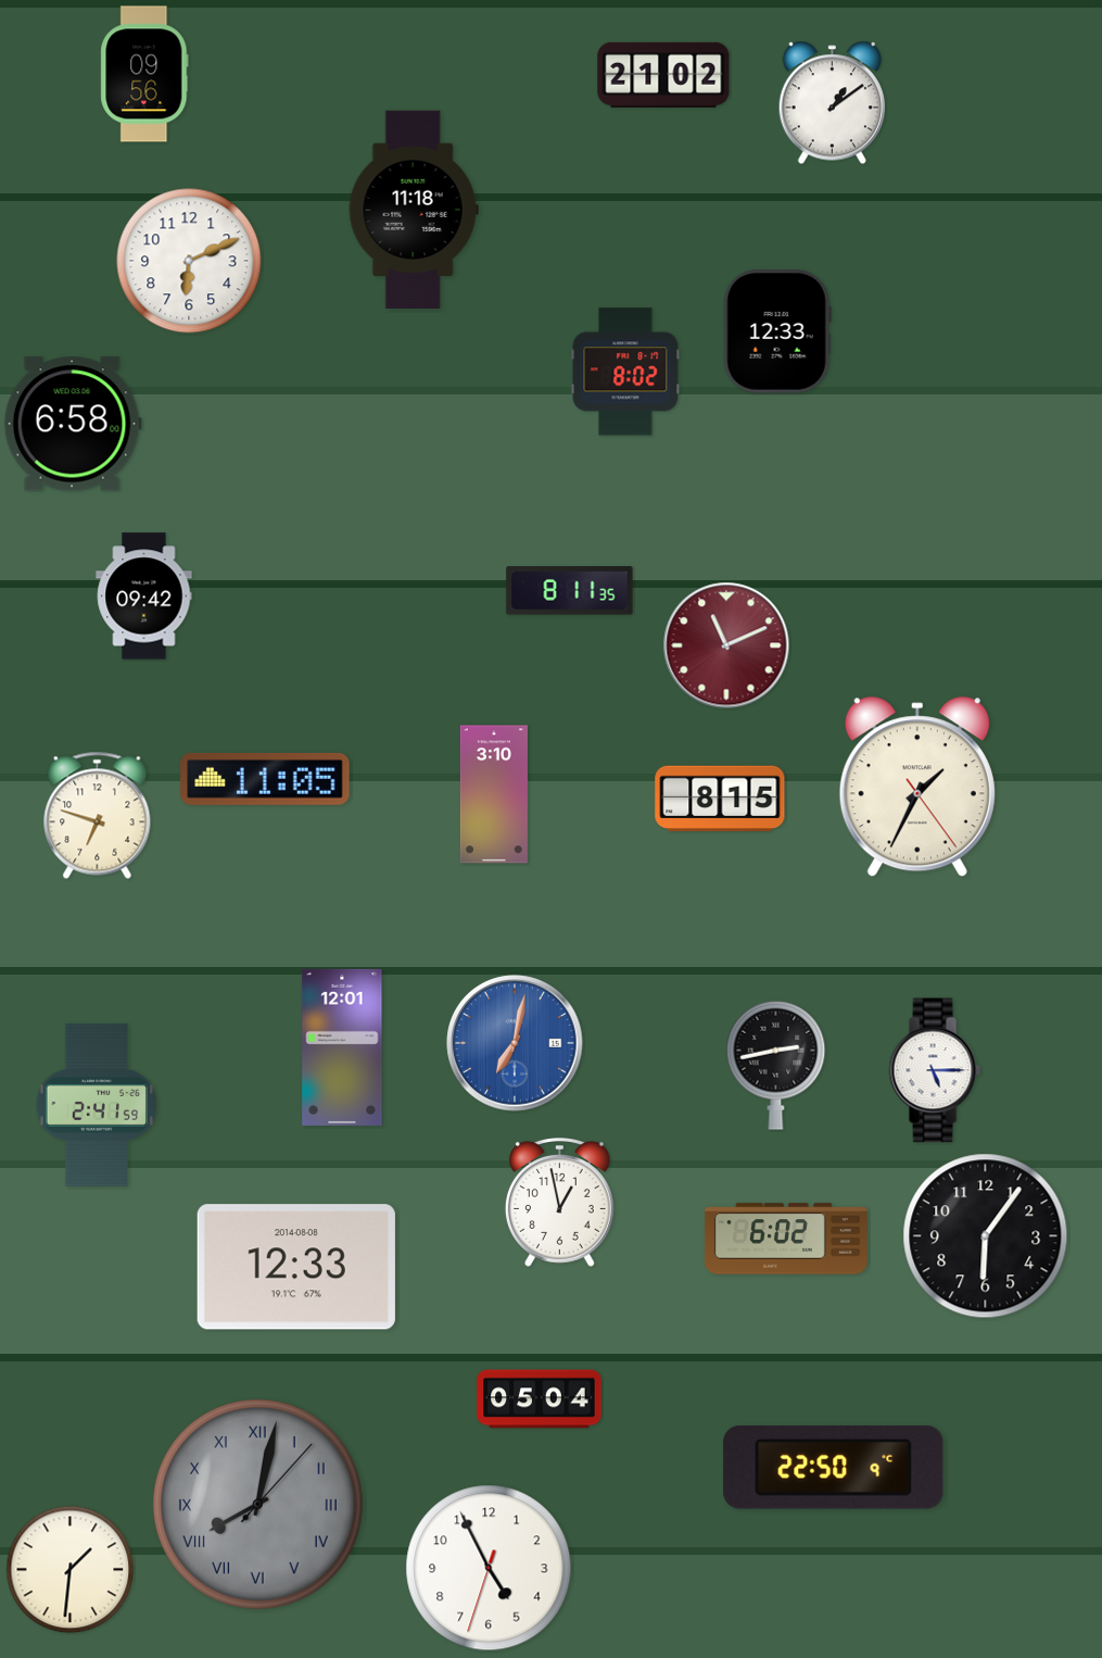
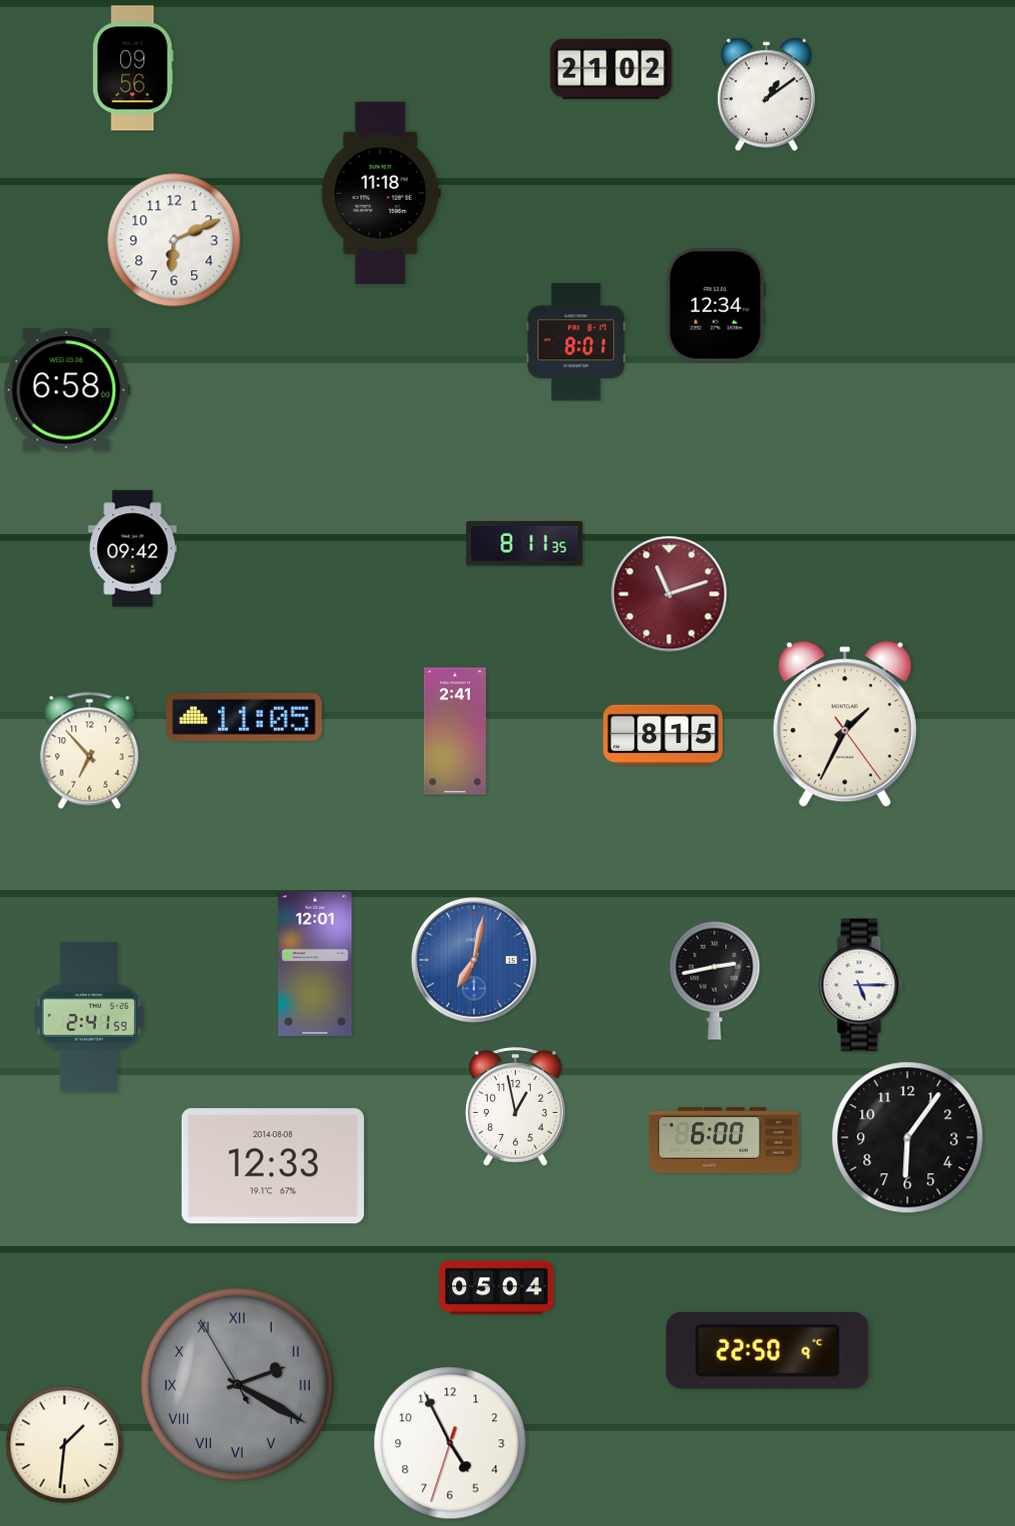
clock at (777, 331): 12:33 -> 12:34
clock at (625, 372): 8:02 -> 8:01
clock at (726, 645): 11:11 -> 11:12
clock at (494, 794): 3:10 -> 2:41
clock at (98, 815): 6:48 -> 6:53
clock at (786, 1239): 6:02 -> 6:00
clock at (257, 1504): 8:02 -> 2:19
